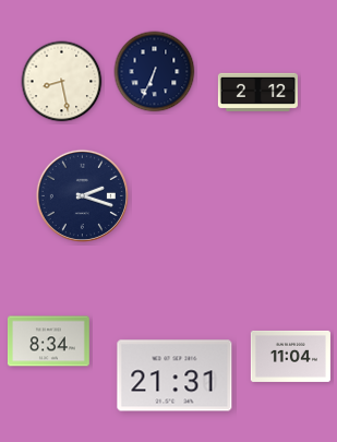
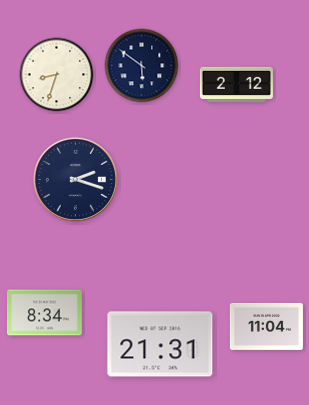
clock at (155, 72): 6:34 -> 5:51
clock at (62, 82): 8:28 -> 8:33
